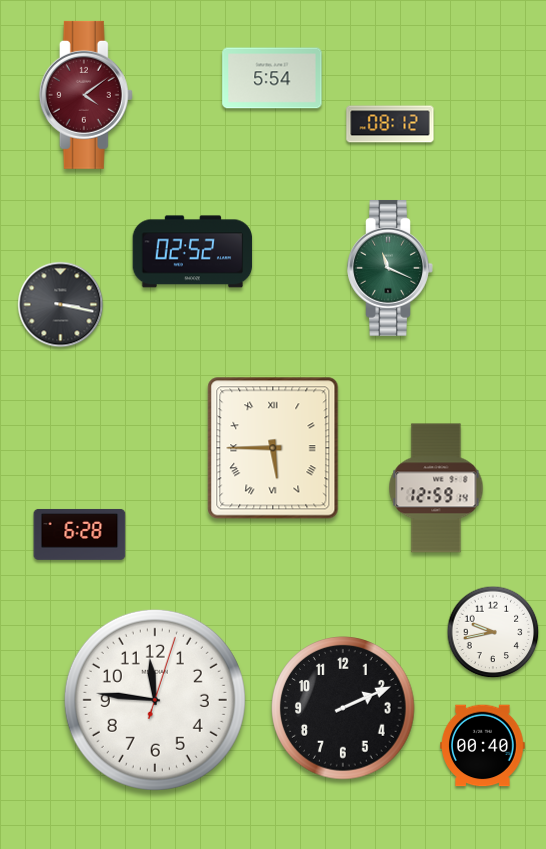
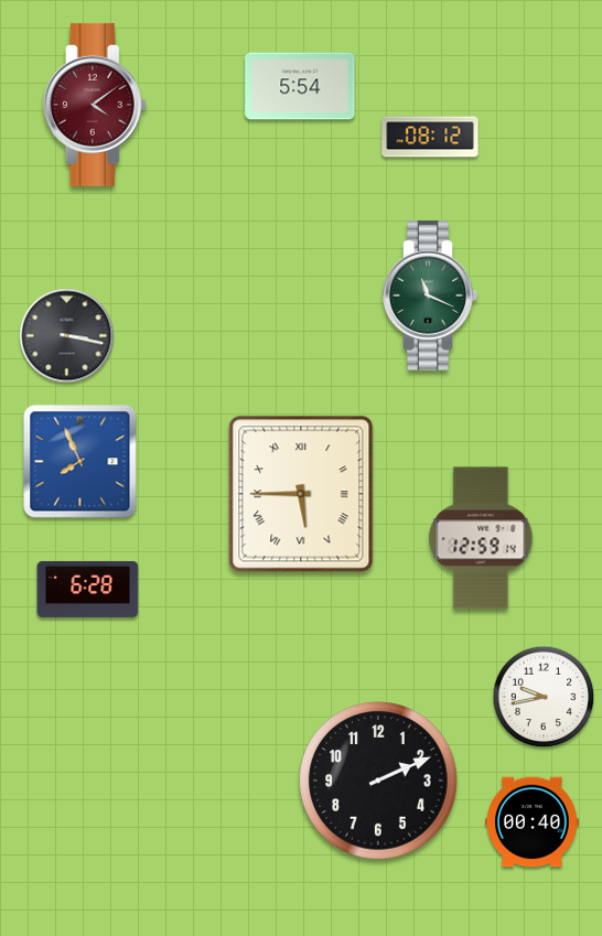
clock at (193, 252): 02:52 -> none
clock at (80, 462): none -> 7:56
clock at (155, 700): 11:46 -> none
